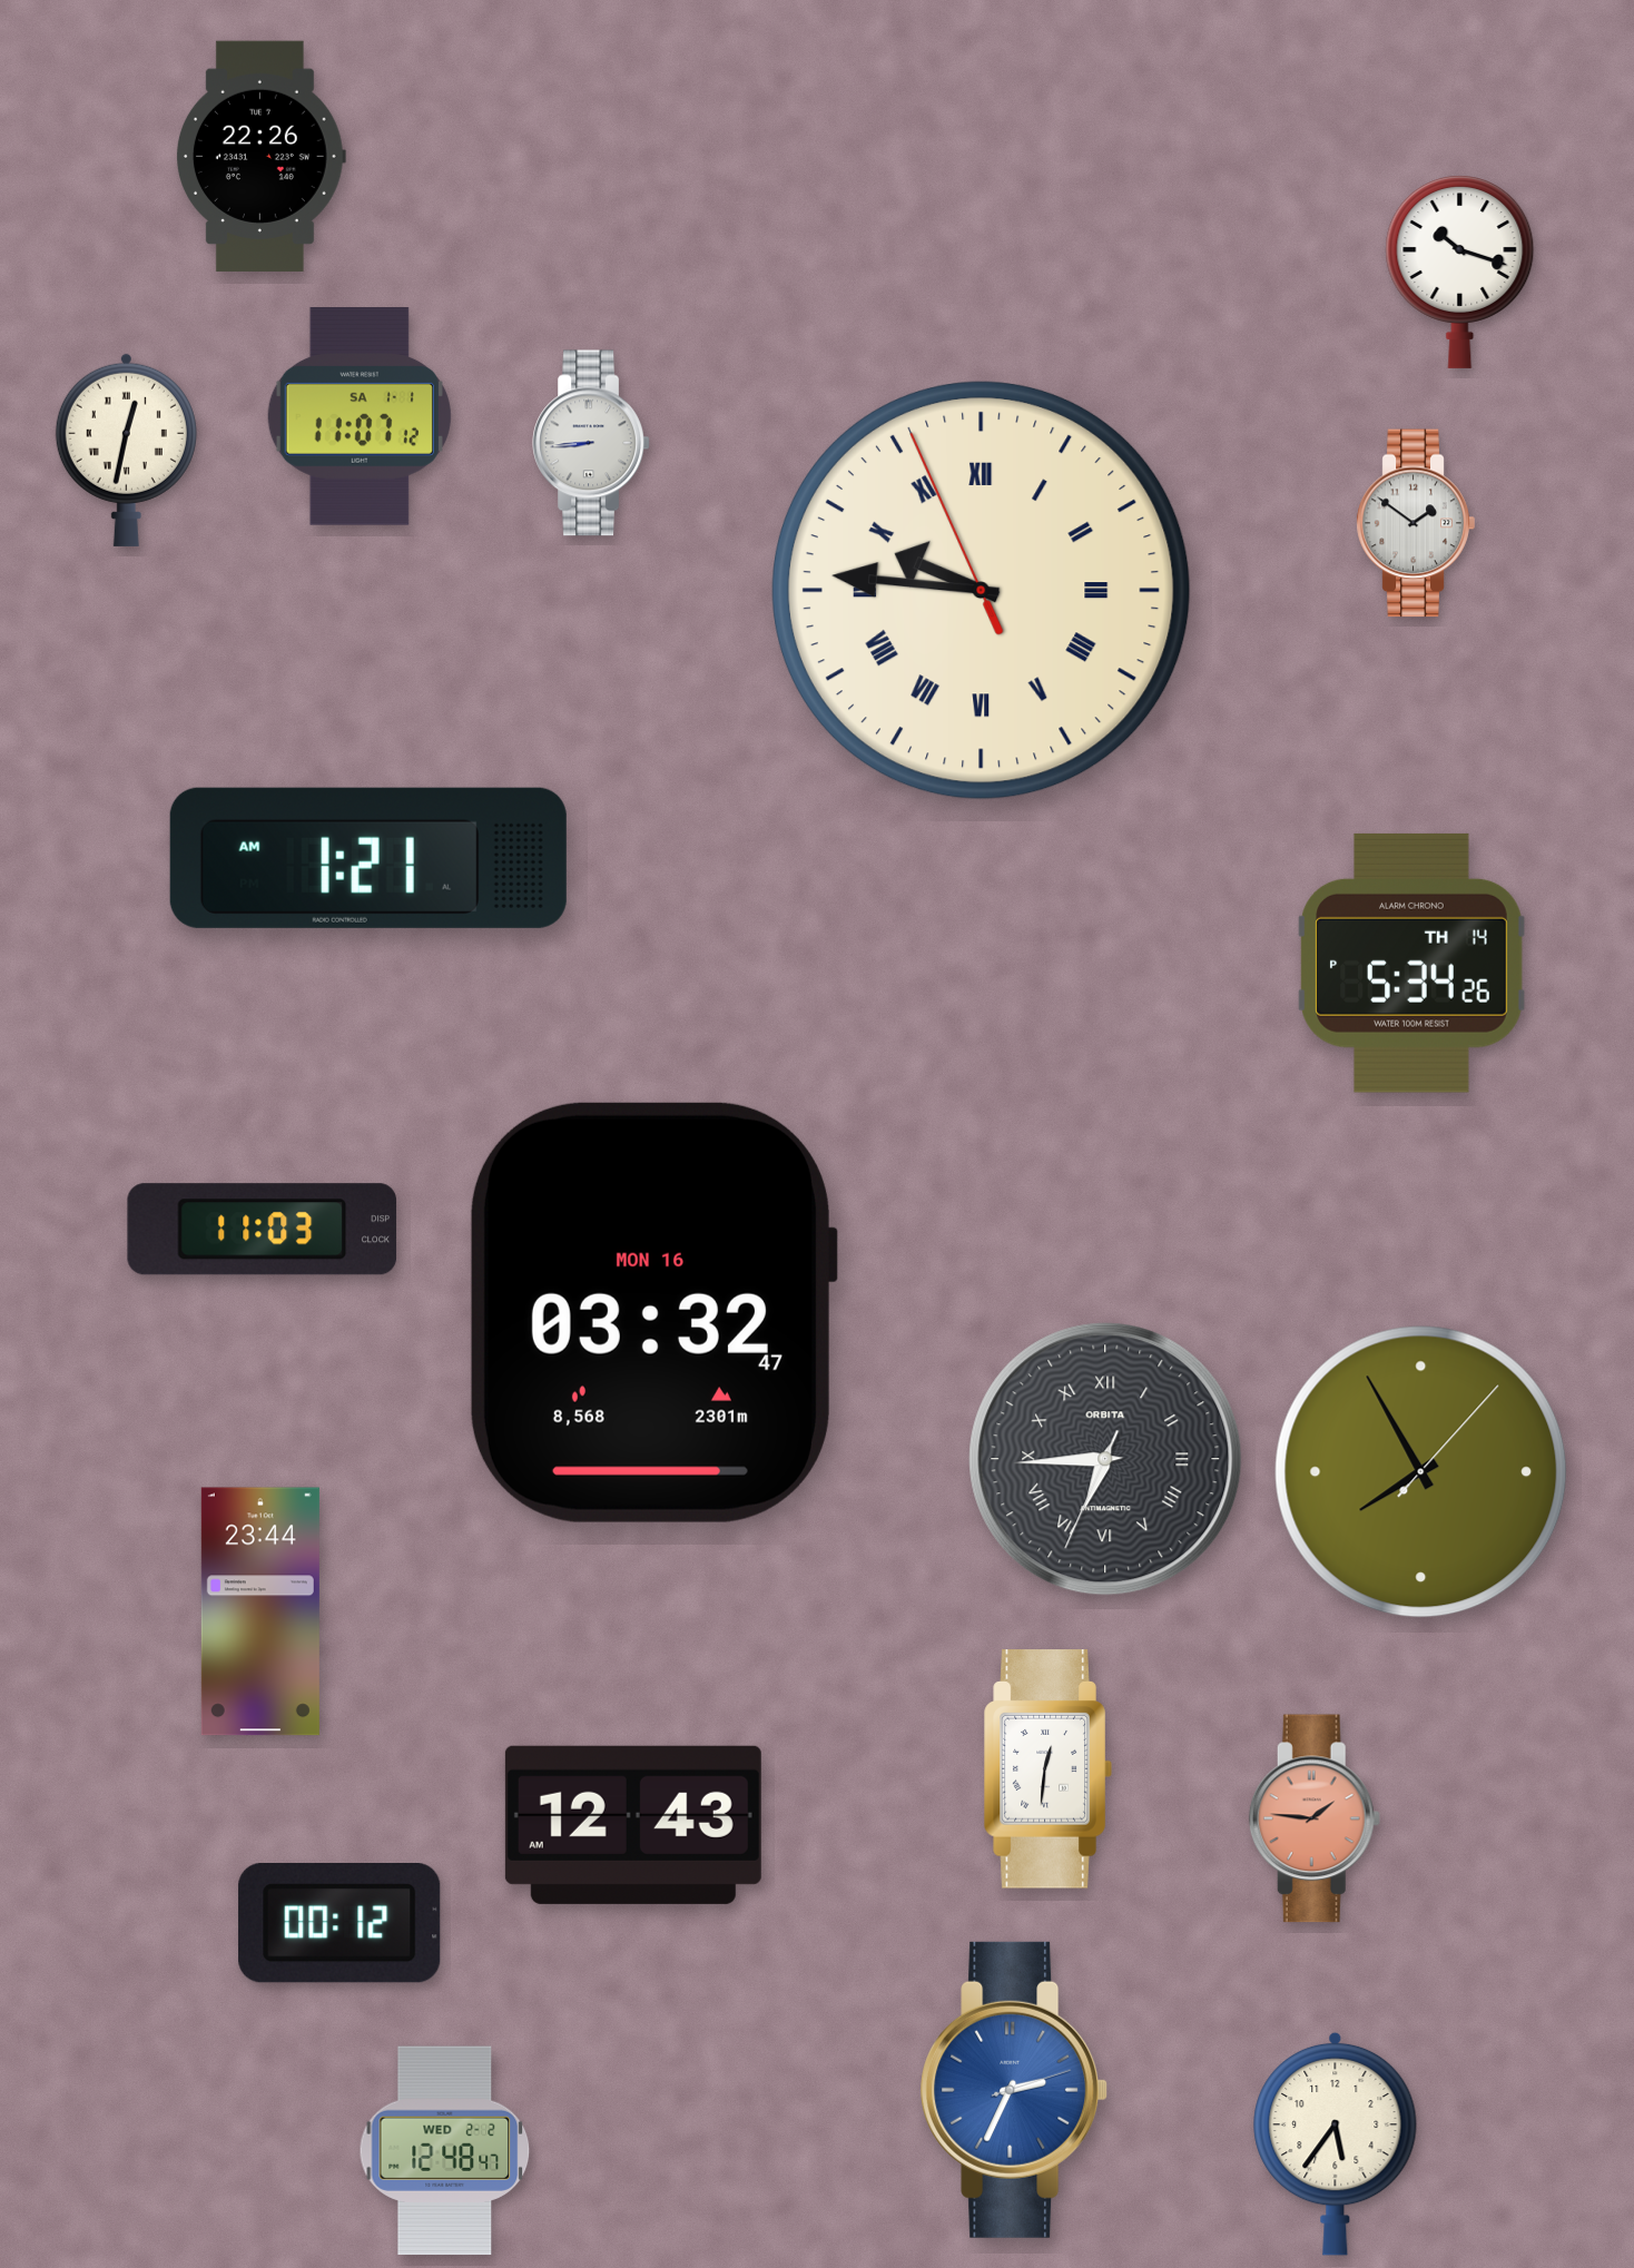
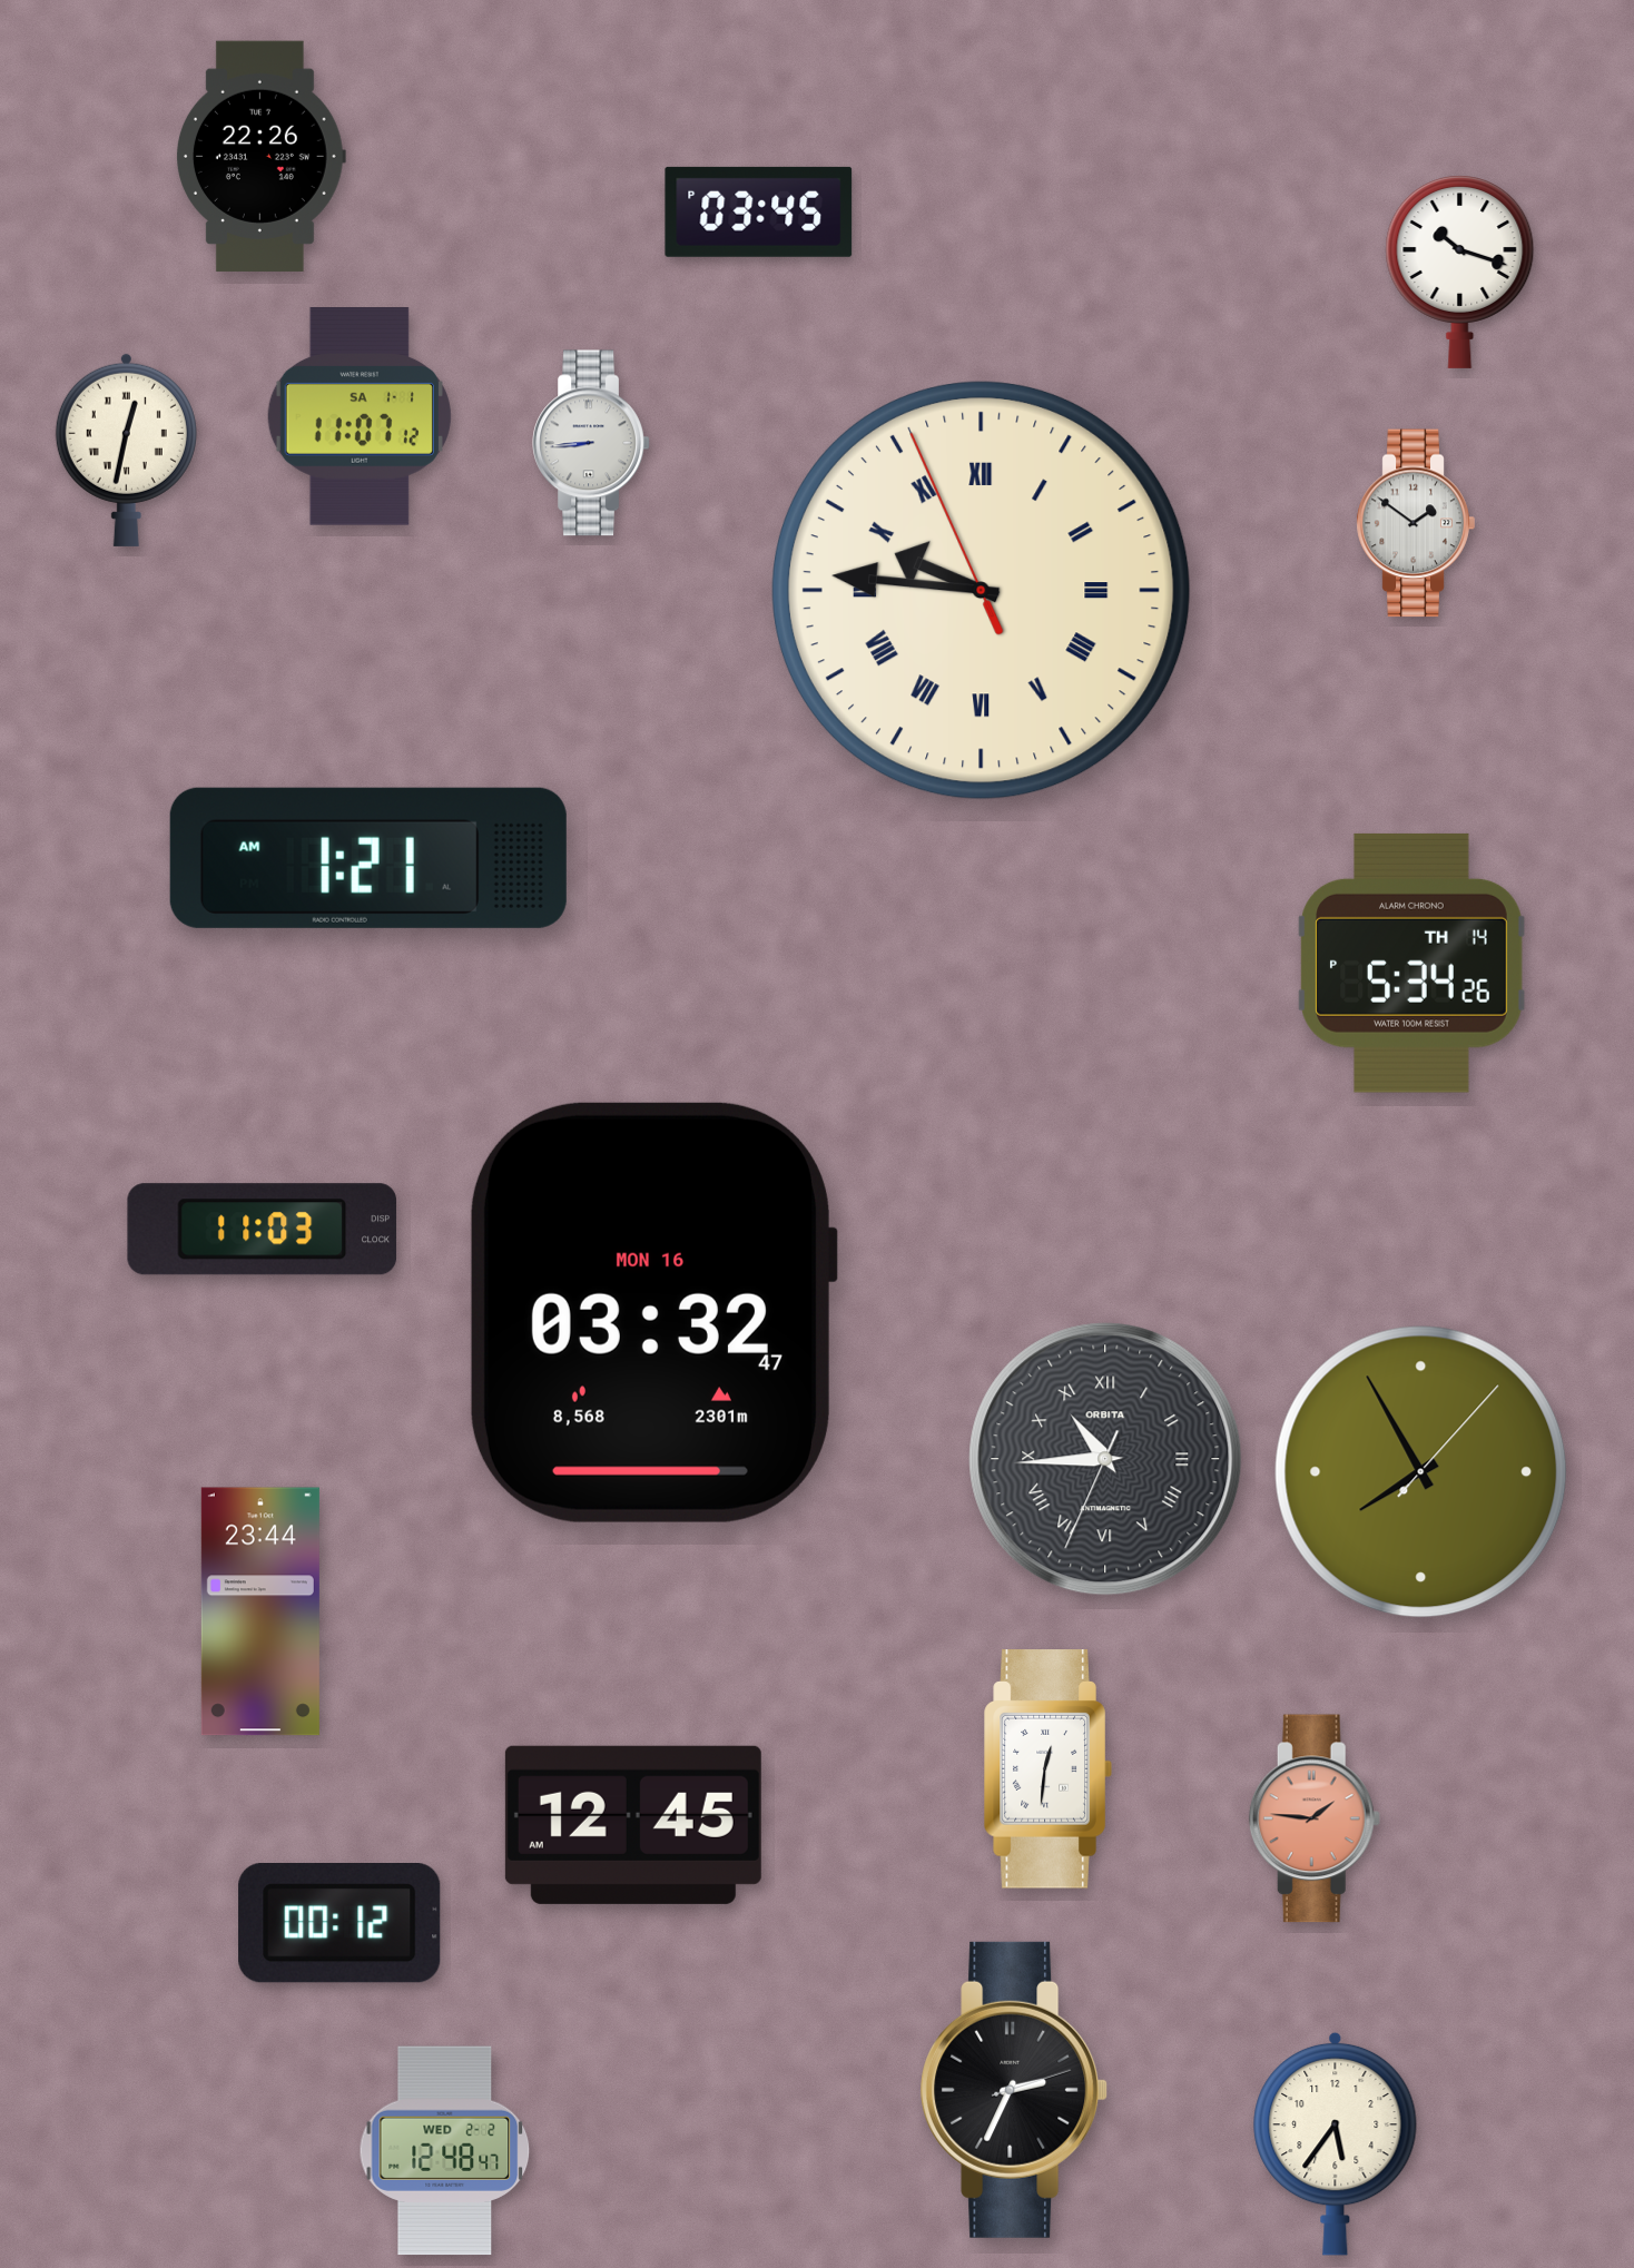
clock at (759, 211): none -> 03:45
clock at (1105, 1459): 6:44 -> 10:44
clock at (633, 1825): 12:43 -> 12:45
clock at (1014, 2090) dial: blue -> black
